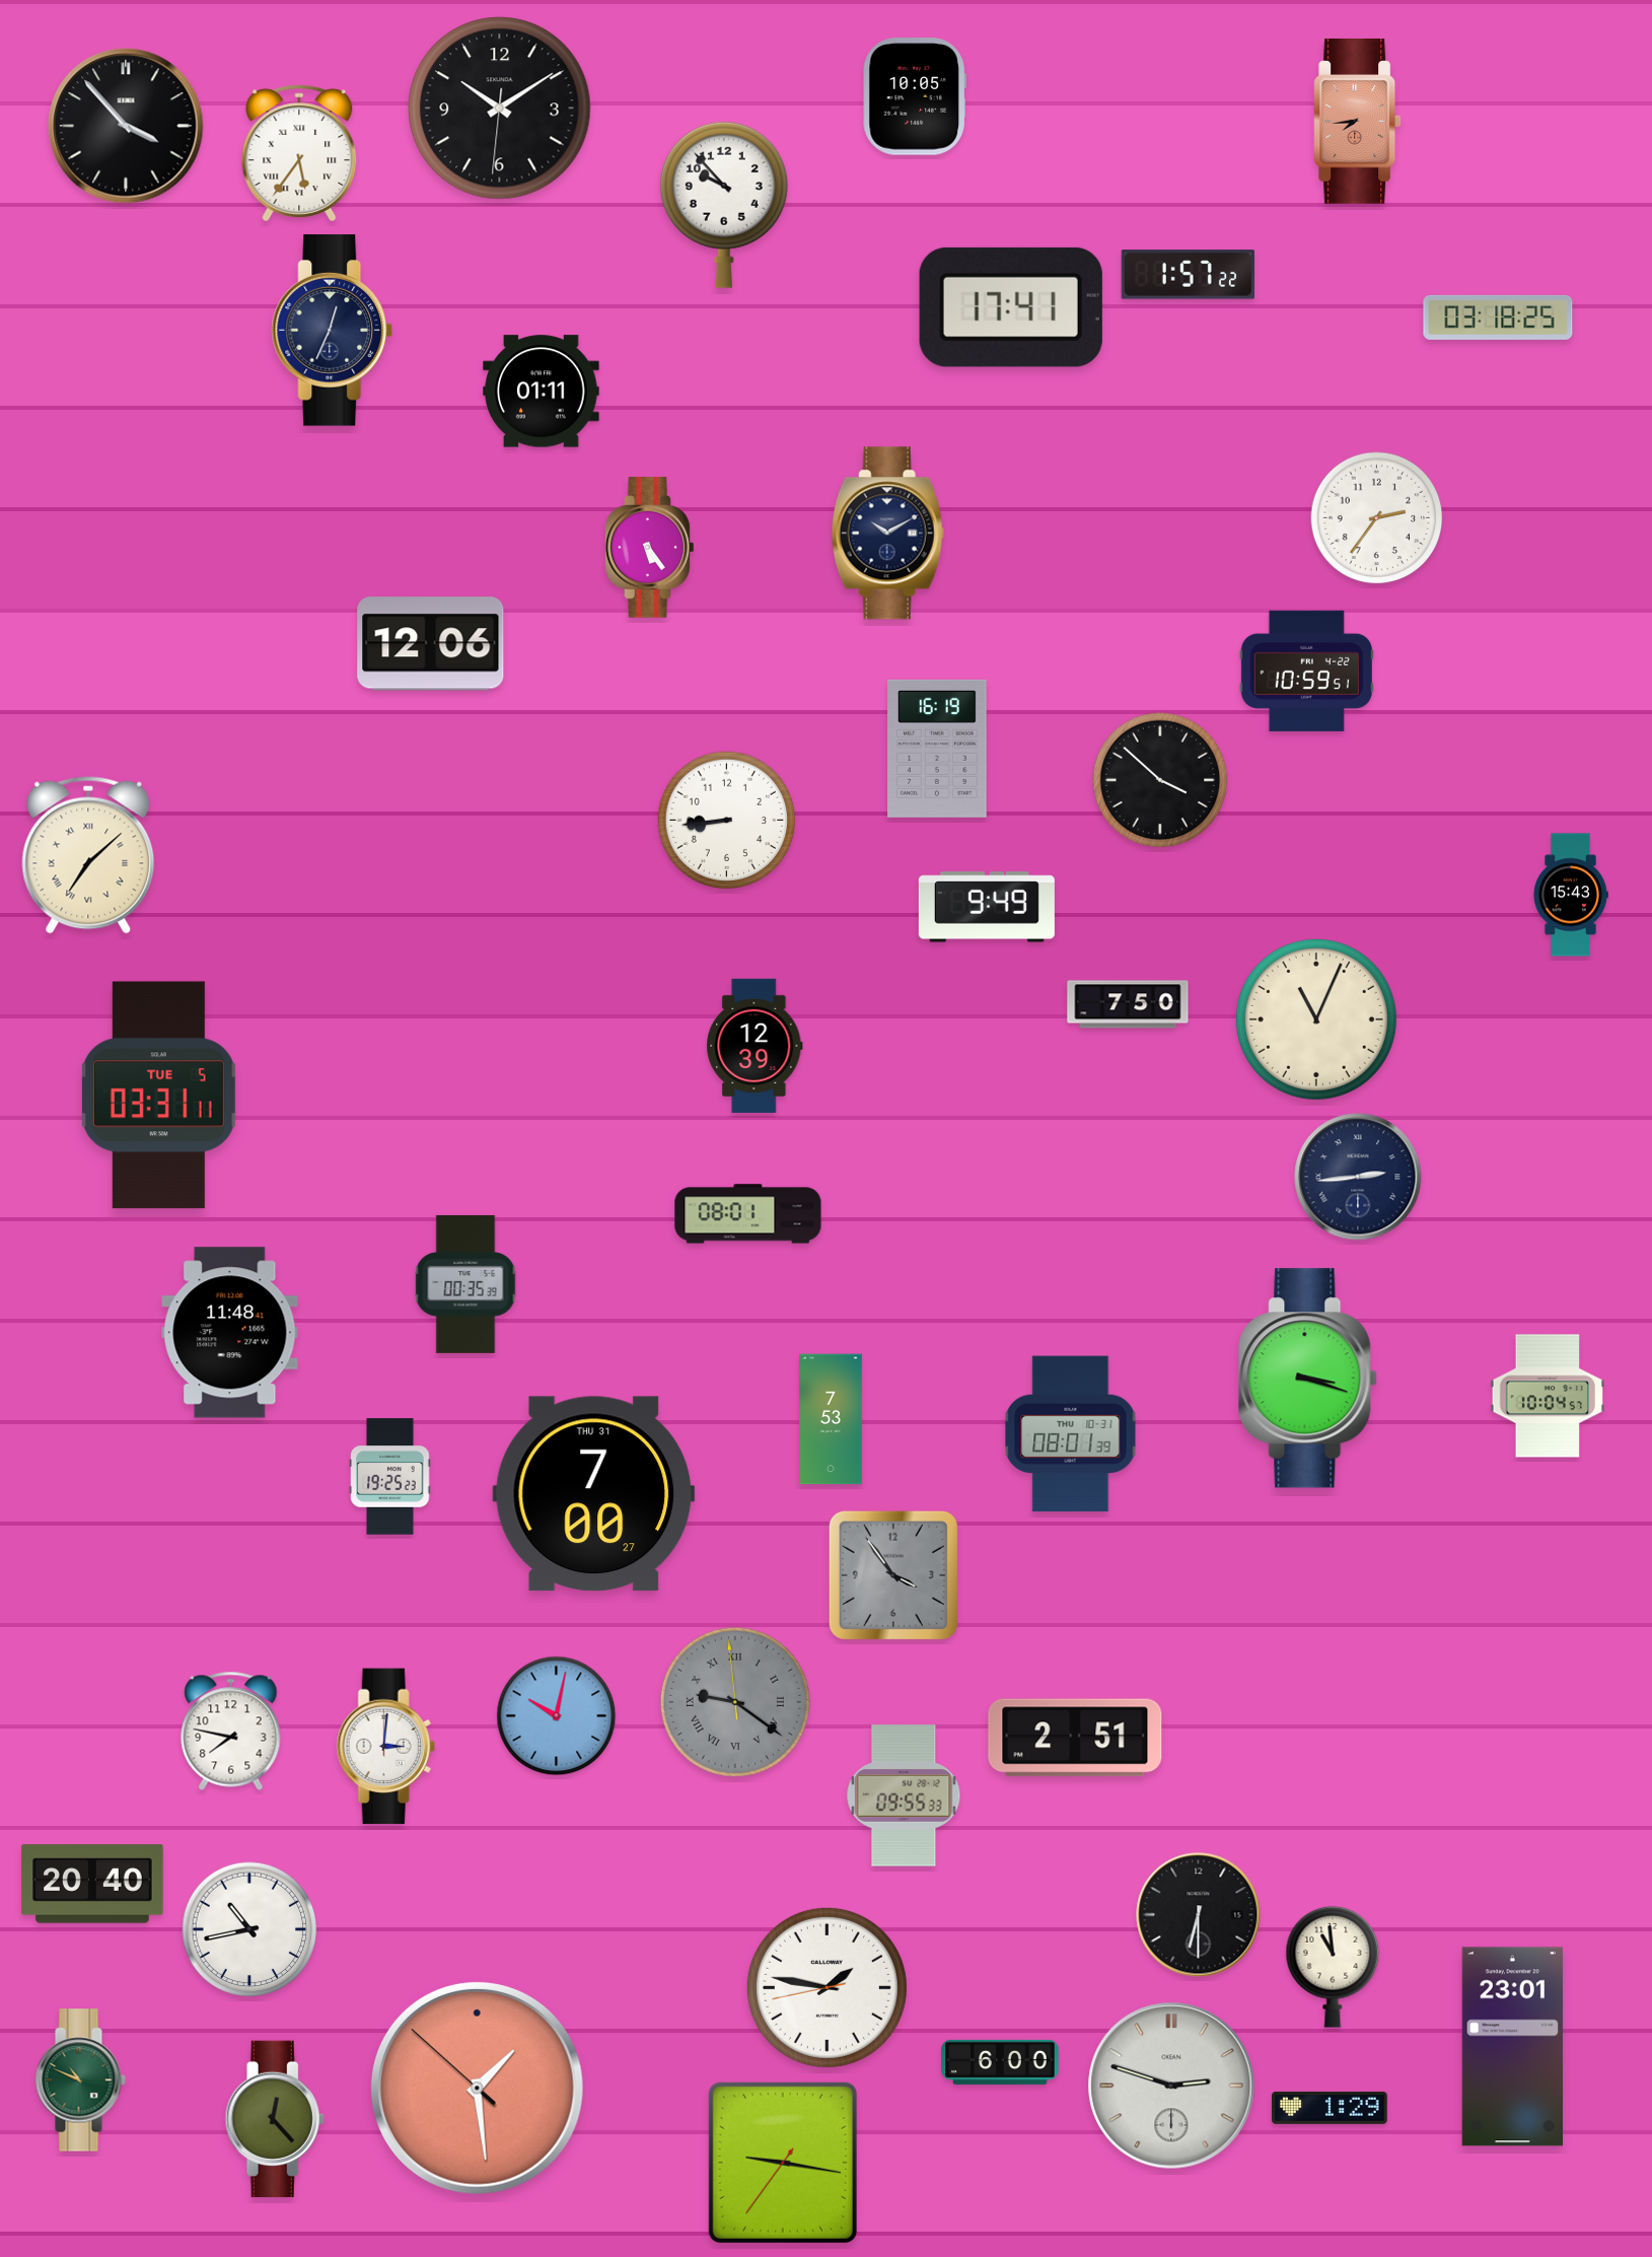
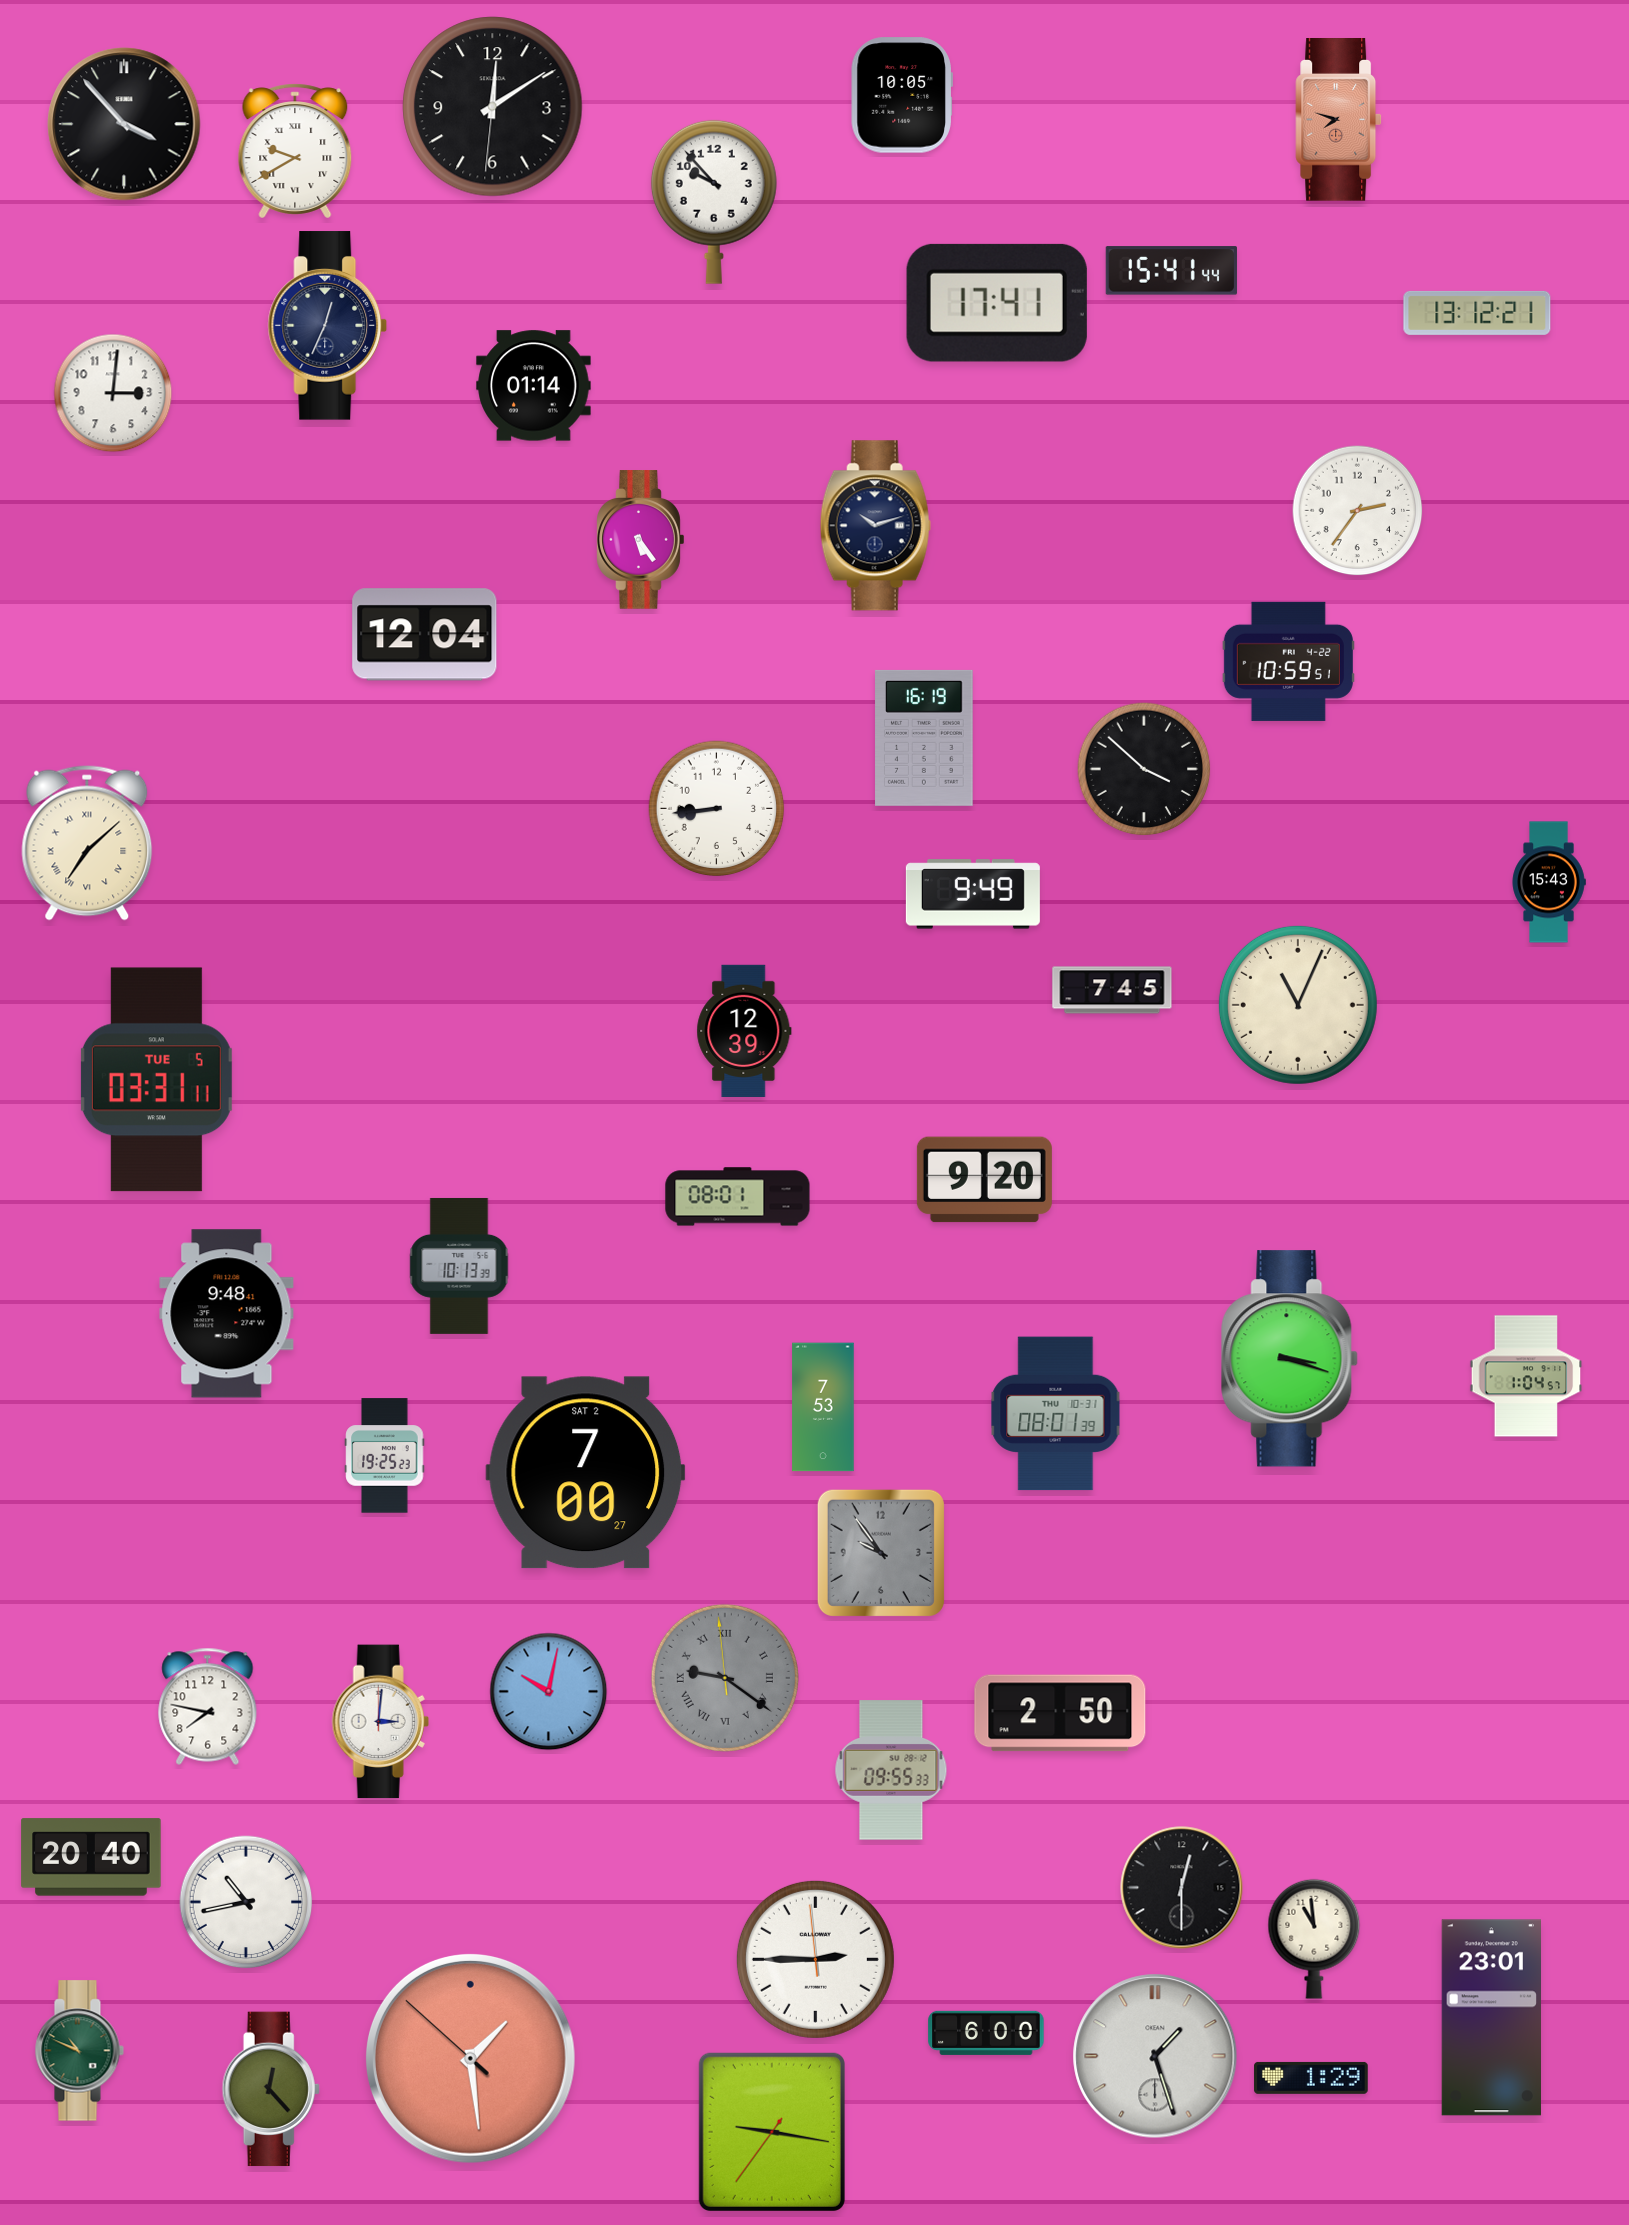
clock at (500, 109): 10:09 -> 12:09
clock at (1358, 122): 7:44 -> 7:48
clock at (299, 153): 5:36 -> 9:40
clock at (1188, 275): 1:57 -> 15:41
clock at (1498, 318): 03:18 -> 13:12
clock at (542, 392): 01:11 -> 01:14
clock at (113, 393): none -> 3:01
clock at (887, 534): 10:10 -> 10:12
clock at (431, 644): 12:06 -> 12:04
clock at (1128, 1004): 7:50 -> 7:45
clock at (1358, 1177): 2:44 -> none
clock at (984, 1180): none -> 9:20
clock at (465, 1284): 00:35 -> 10:13
clock at (230, 1333): 11:48 -> 9:48
clock at (1548, 1396): 10:04 -> 1:04
clock at (831, 1419) position: (831, 1419) -> (823, 1407)
clock at (594, 1494) date: THU 31 -> SAT 2
clock at (893, 1575): 3:54 -> 9:54
clock at (231, 1731) position: (231, 1731) -> (208, 1706)
clock at (1075, 1738): 2:51 -> 2:50
clock at (1199, 1915): 6:30 -> 12:30
clock at (827, 1987): 1:46 -> 2:44
clock at (1171, 2086): 2:48 -> 1:27
